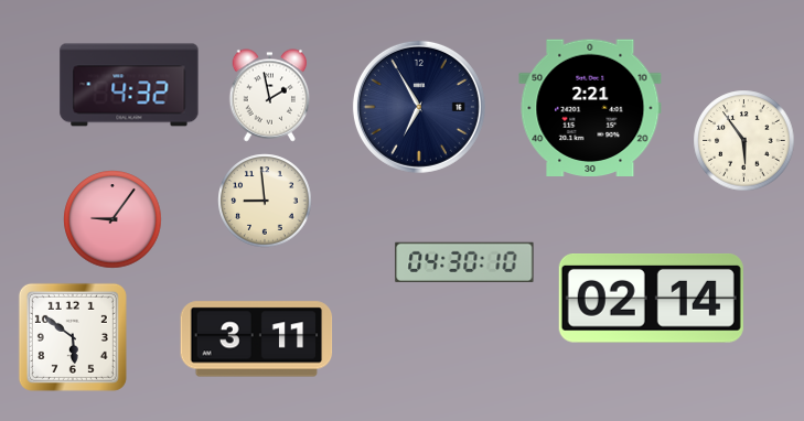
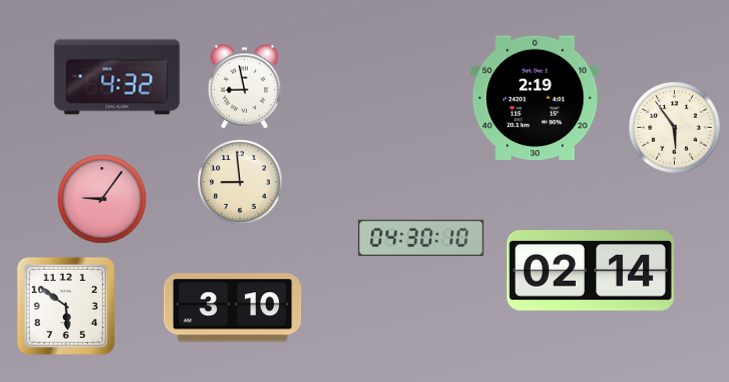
clock at (270, 96): 1:58 -> 8:58
clock at (419, 107): 6:55 -> none
clock at (590, 107): 2:21 -> 2:19
clock at (257, 339): 3:11 -> 3:10
